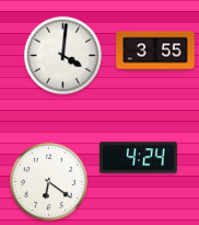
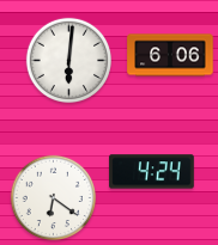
clock at (155, 50): 3:55 -> 6:06
clock at (62, 55): 4:01 -> 6:01
